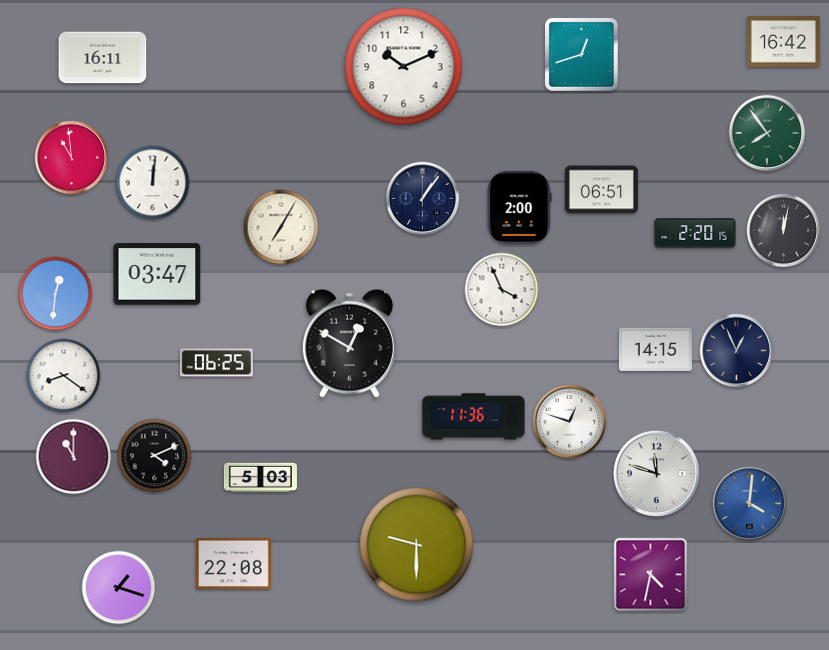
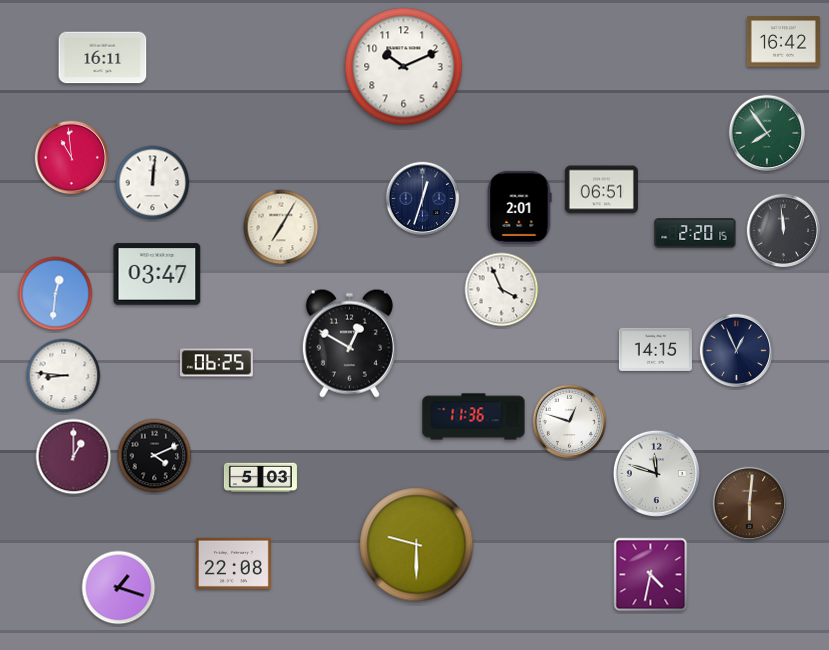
clock at (581, 54): 12:42 -> none
clock at (423, 199): 1:06 -> 12:33
clock at (520, 207): 2:00 -> 2:01
clock at (784, 231): 12:02 -> 11:59
clock at (64, 376): 8:21 -> 8:46
clock at (74, 457): 11:00 -> 1:00
clock at (750, 504): 4:01 -> 6:01
clock at (750, 504) dial: blue -> brown
